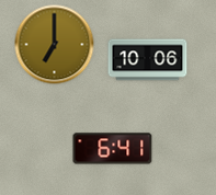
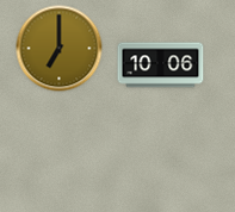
clock at (113, 149): 6:41 -> none
